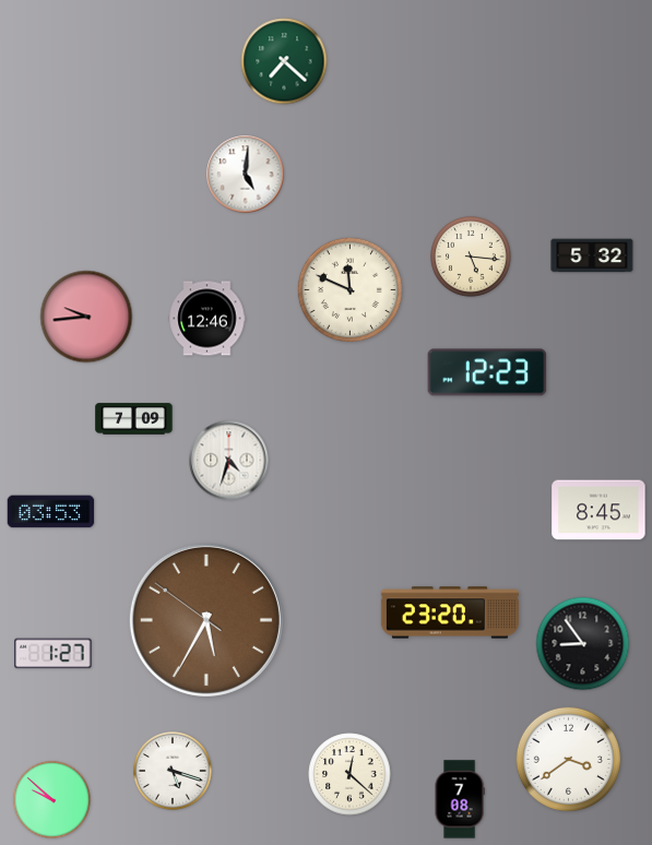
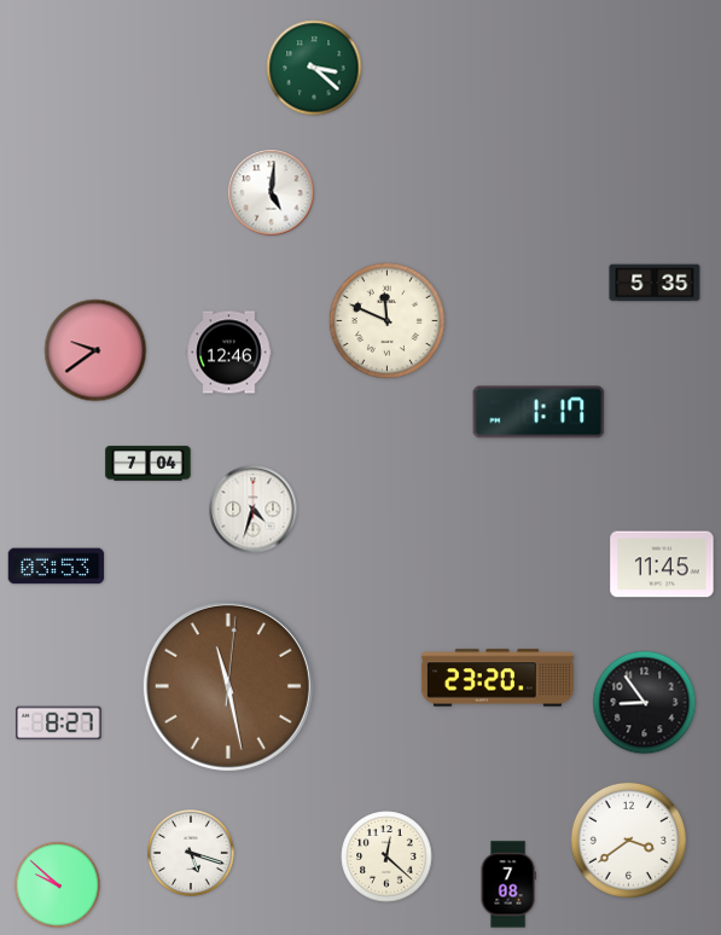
clock at (284, 61): 7:22 -> 3:22
clock at (592, 255): 5:32 -> 5:35
clock at (471, 257): 5:16 -> none
clock at (86, 317): 9:44 -> 9:39
clock at (487, 372): 12:23 -> 1:17
clock at (134, 419): 7:09 -> 7:04
clock at (598, 510): 8:45 -> 11:45
clock at (206, 620): 5:34 -> 11:28
clock at (583, 644) position: (583, 644) -> (645, 703)
clock at (54, 654): 1:27 -> 8:27
